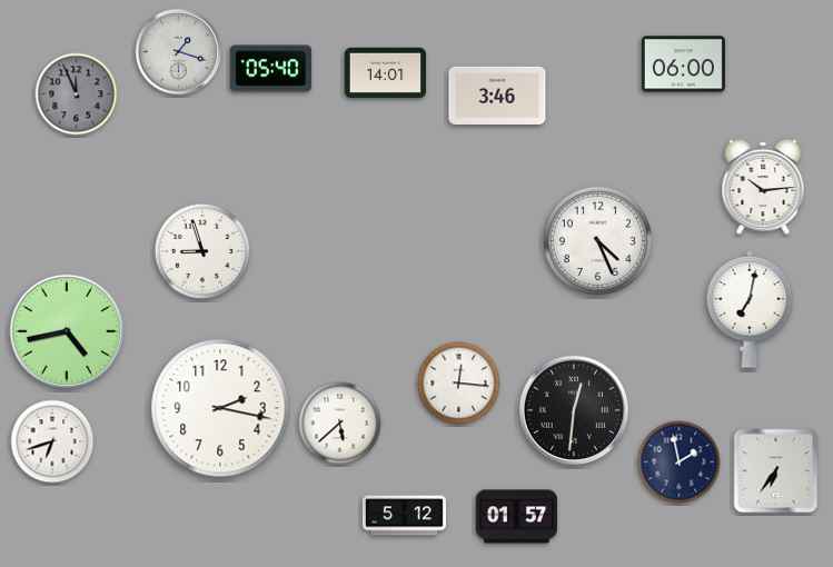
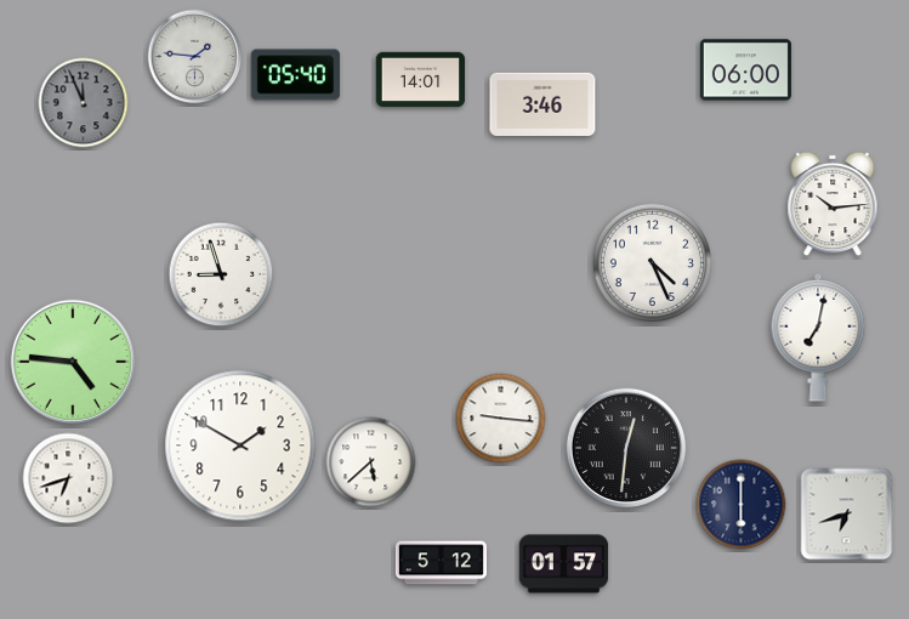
clock at (179, 52): 1:18 -> 1:46
clock at (66, 330): 4:43 -> 4:46
clock at (459, 384): 12:16 -> 9:16
clock at (220, 408): 2:17 -> 1:50
clock at (52, 441) position: (52, 441) -> (68, 478)
clock at (680, 462): 1:58 -> 6:00
clock at (776, 471): 6:36 -> 6:42
